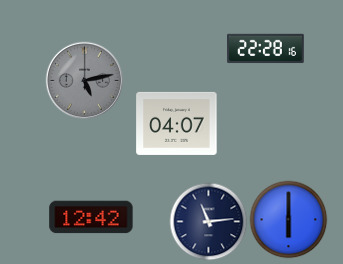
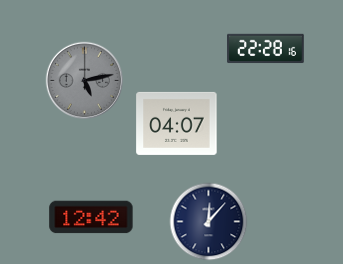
clock at (288, 219): 6:00 -> none
clock at (208, 221): 11:14 -> 12:07
